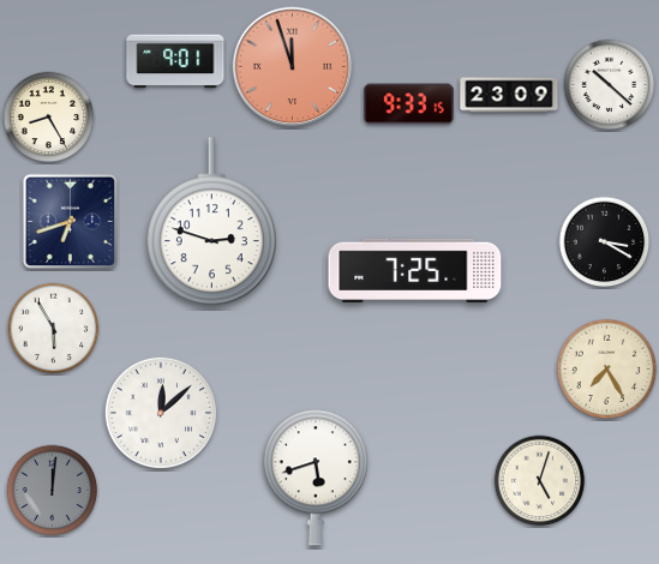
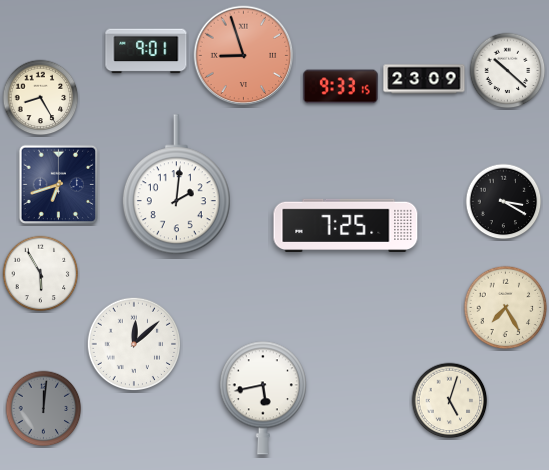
clock at (293, 67): 11:57 -> 8:57
clock at (211, 222): 2:48 -> 2:01
clock at (54, 329) position: (54, 329) -> (41, 274)
clock at (316, 478): 5:42 -> 5:43
